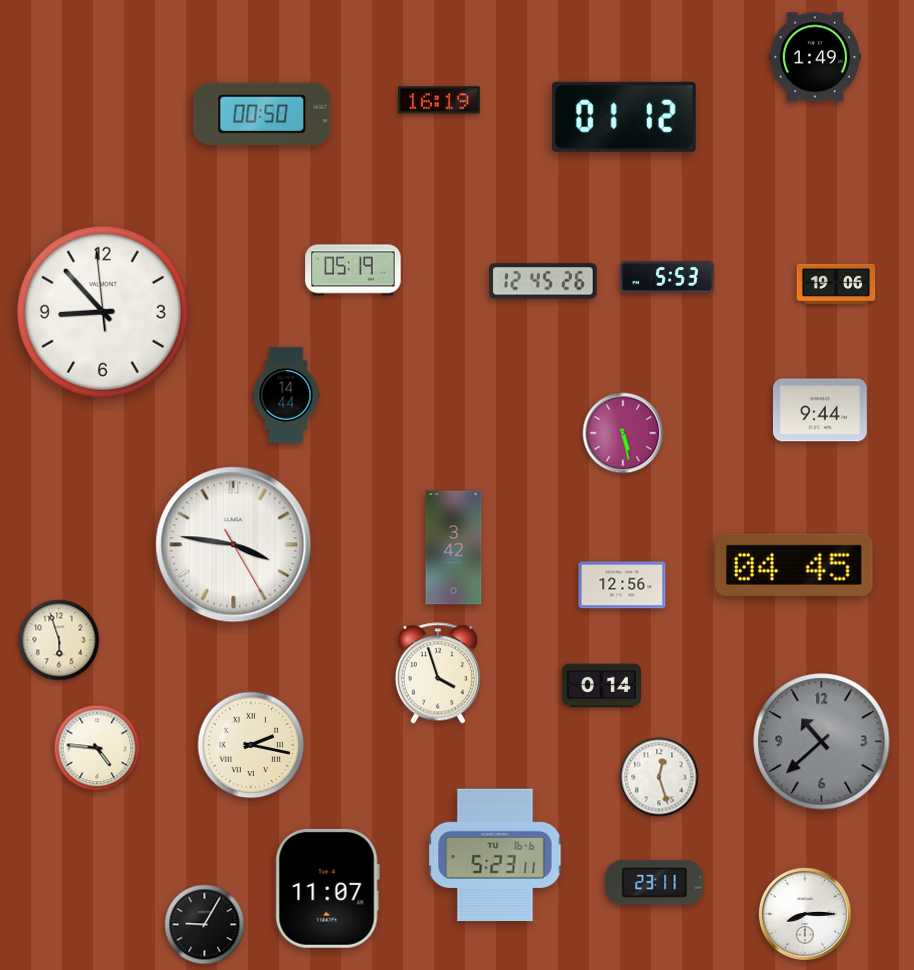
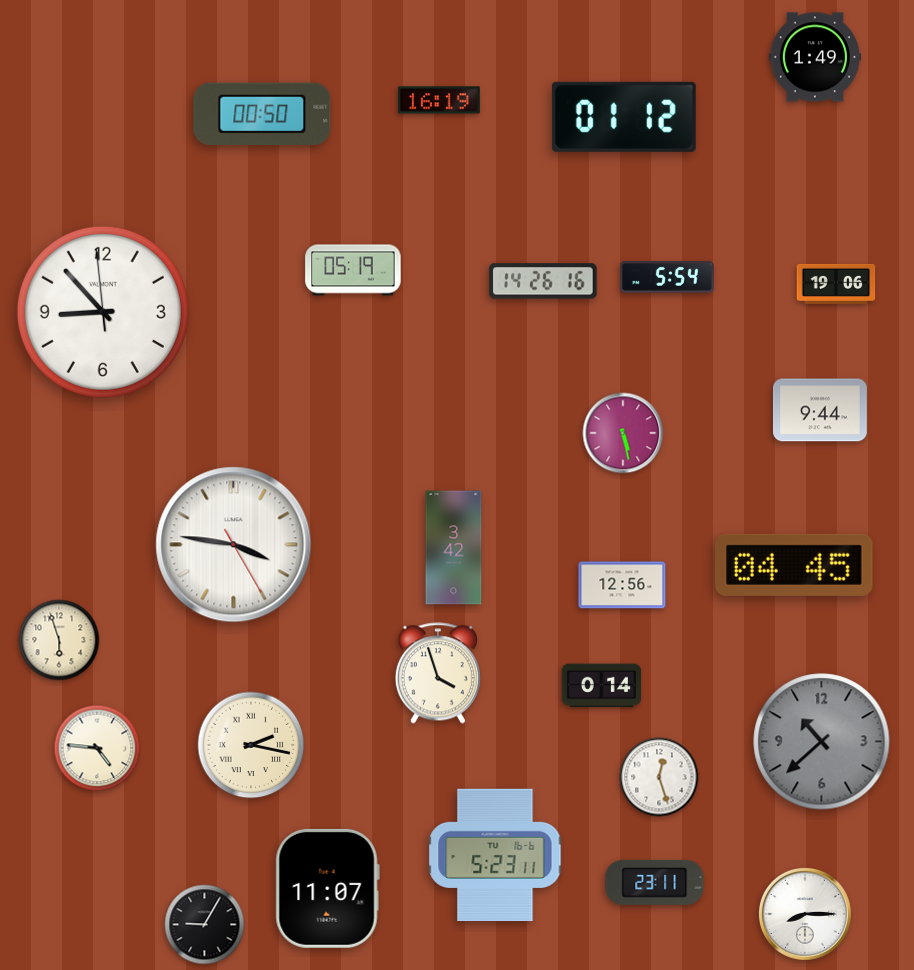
clock at (667, 277): 5:53 -> 5:54
clock at (543, 281): 12:45 -> 14:26
clock at (286, 395): 14:44 -> none
